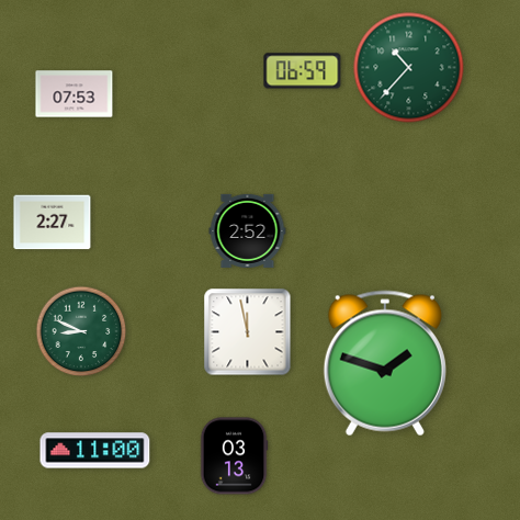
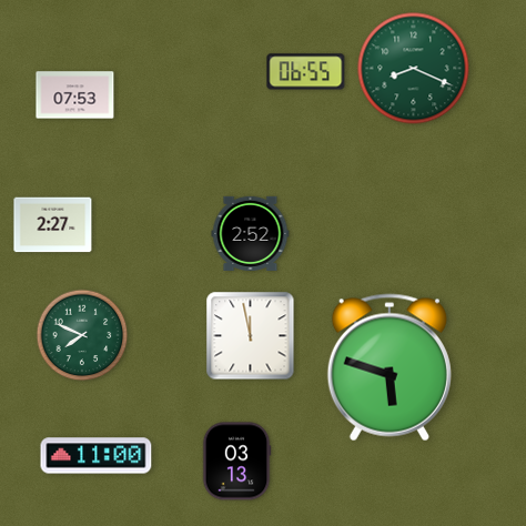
clock at (409, 68): 10:37 -> 8:19
clock at (303, 71): 06:59 -> 06:55
clock at (81, 331): 8:49 -> 7:49
clock at (385, 363): 1:48 -> 5:48
